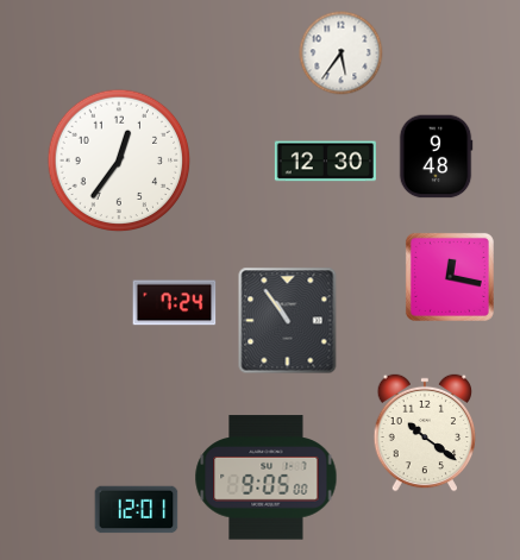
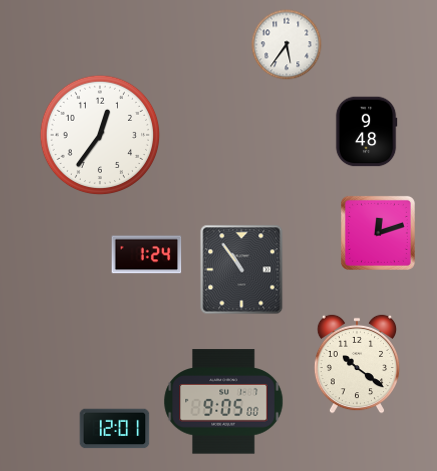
clock at (325, 162): 12:30 -> none
clock at (450, 277): 12:17 -> 12:12
clock at (175, 303): 7:24 -> 1:24
